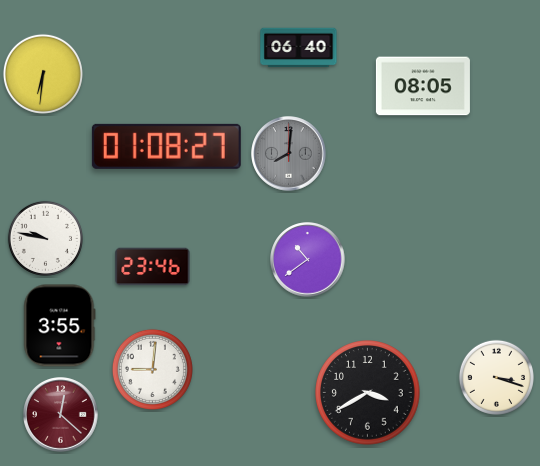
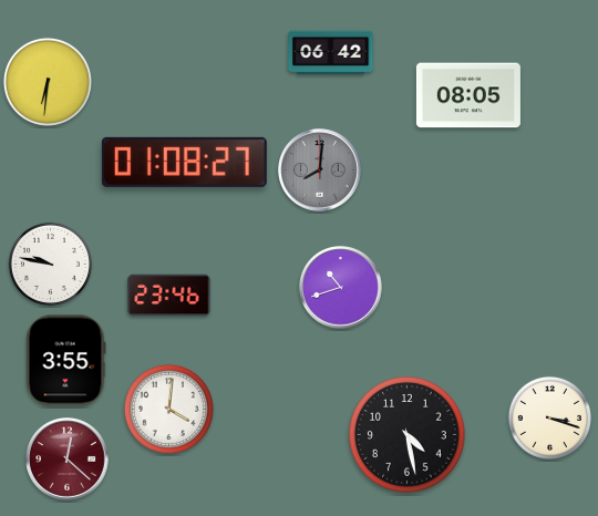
clock at (299, 48): 06:40 -> 06:42
clock at (308, 260): 10:39 -> 10:42
clock at (152, 369): 9:01 -> 4:01
clock at (368, 393): 3:40 -> 4:28
